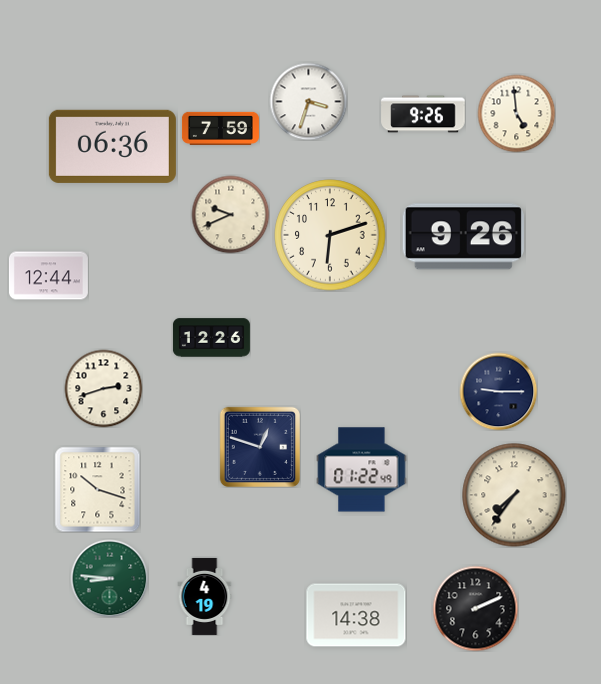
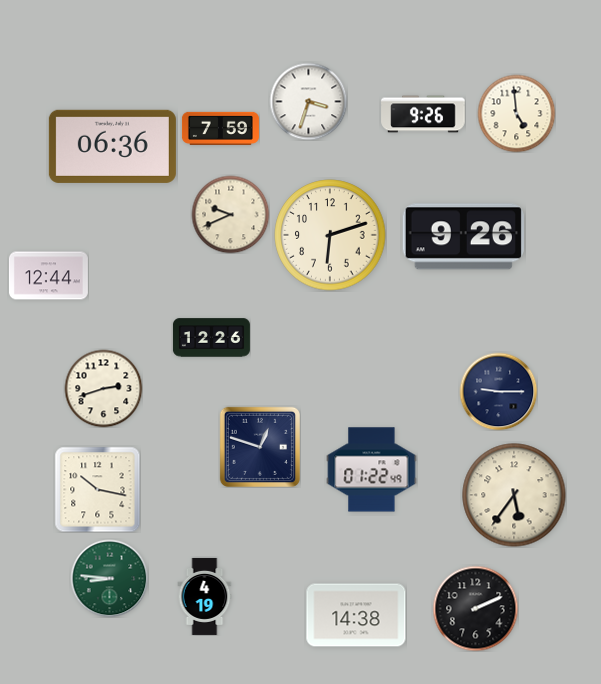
clock at (362, 470) position: (362, 470) -> (372, 470)
clock at (97, 489): 10:18 -> 10:17
clock at (514, 495): 7:36 -> 5:36
